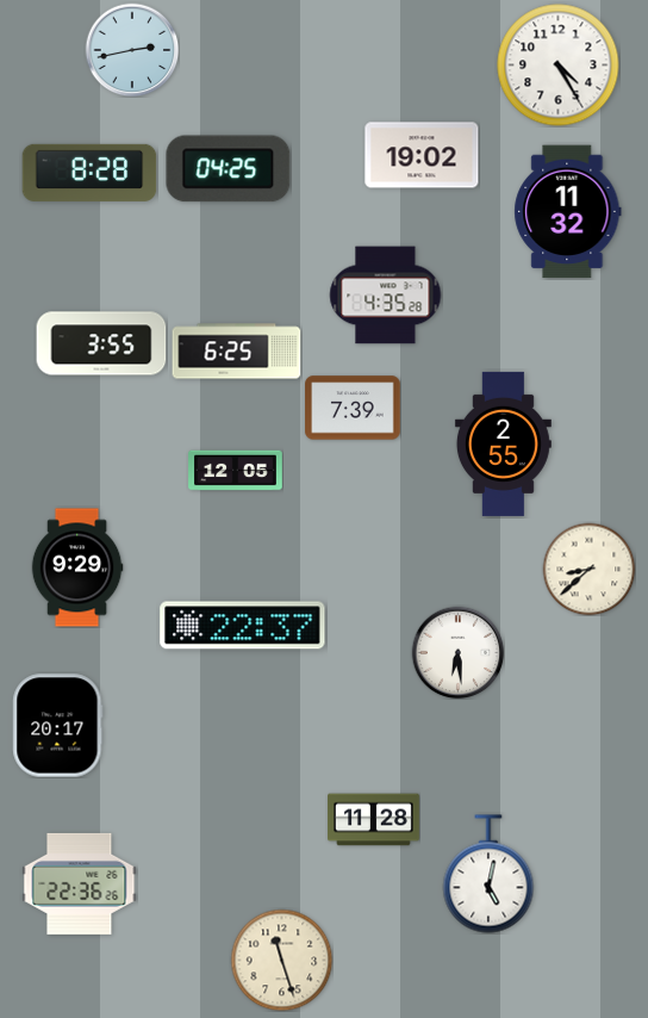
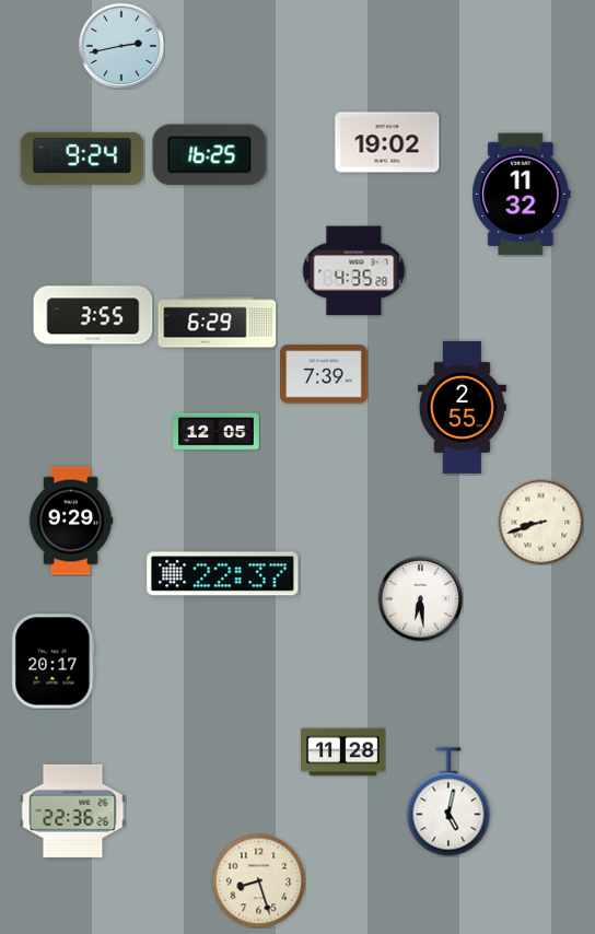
clock at (559, 66): 4:25 -> none
clock at (229, 169): 04:25 -> 16:25
clock at (89, 173): 8:28 -> 9:24
clock at (237, 352): 6:25 -> 6:29
clock at (588, 569): 8:38 -> 8:42
clock at (58, 726) position: (58, 726) -> (54, 662)
clock at (281, 960): 11:27 -> 8:27
